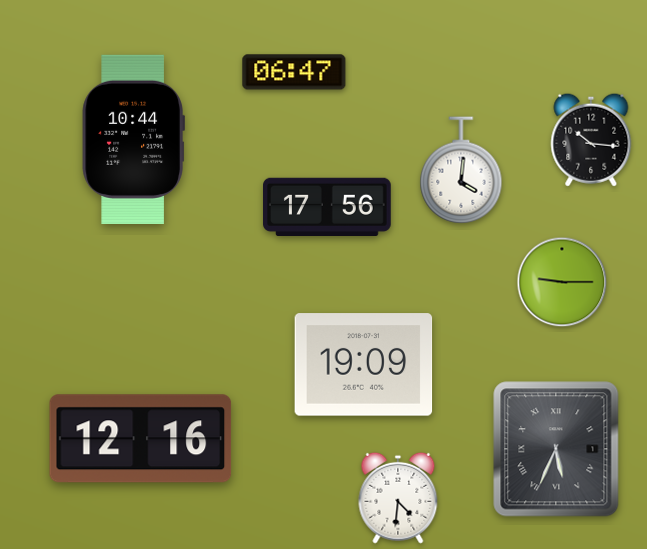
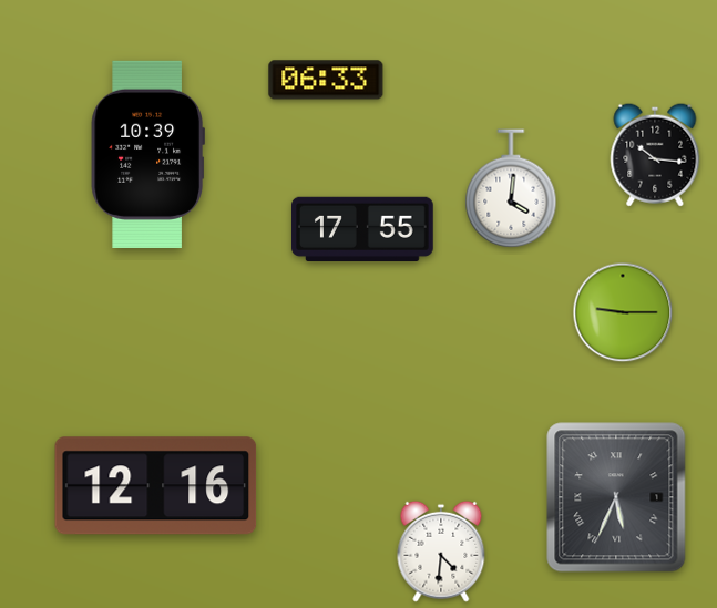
clock at (294, 72): 06:47 -> 06:33
clock at (133, 139): 10:44 -> 10:39
clock at (328, 206): 17:56 -> 17:55
clock at (364, 365): 19:09 -> none
